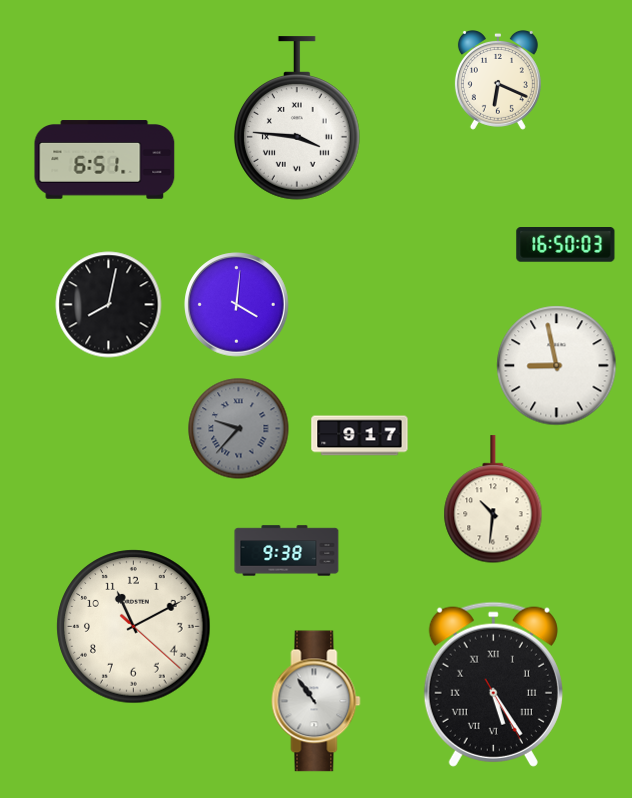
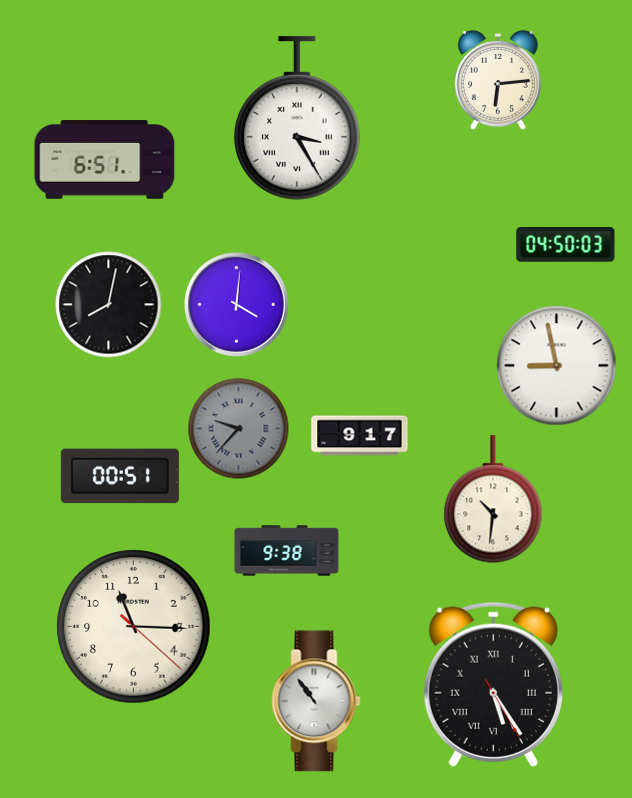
clock at (498, 81): 6:19 -> 6:14
clock at (297, 118): 3:46 -> 3:25
clock at (566, 245): 16:50 -> 04:50
clock at (120, 476): none -> 00:51
clock at (134, 627): 11:10 -> 11:15
